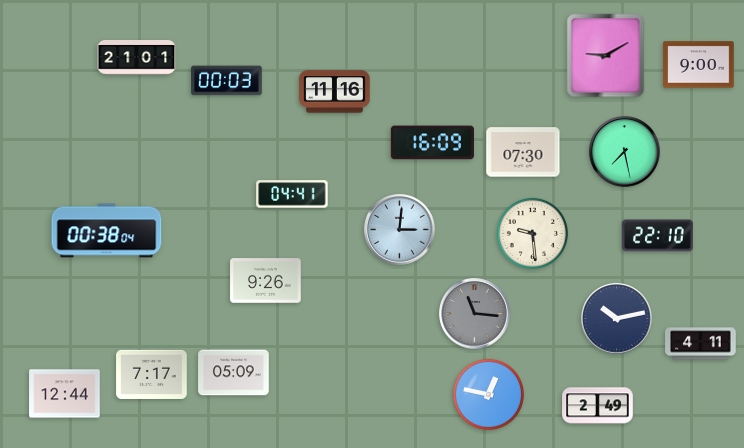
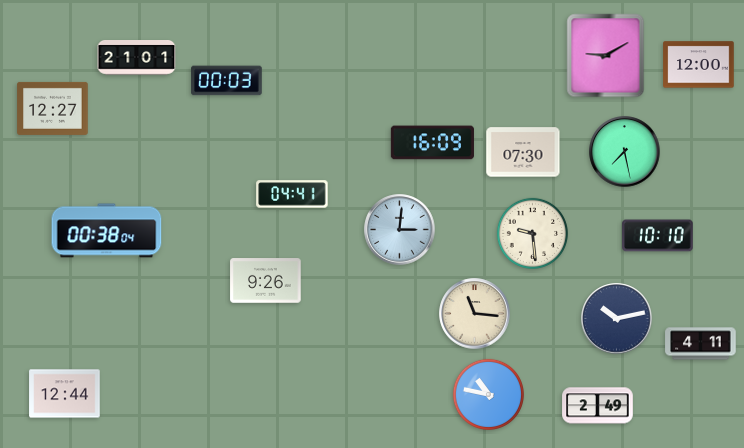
clock at (699, 65): 9:00 -> 12:00
clock at (335, 92): 11:16 -> none
clock at (53, 108): none -> 12:27
clock at (658, 236): 22:10 -> 10:10
clock at (475, 314) dial: grey -> cream
clock at (234, 373): 05:09 -> none
clock at (152, 374): 7:17 -> none
clock at (488, 394): 12:47 -> 10:47
